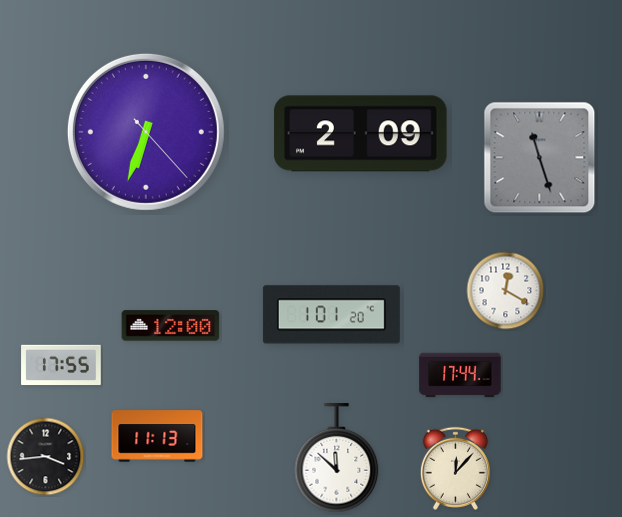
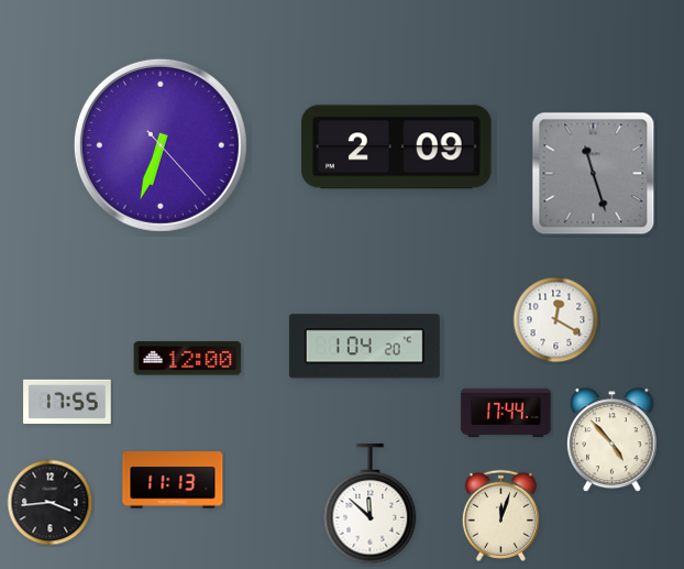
clock at (331, 315): 1:01 -> 1:04
clock at (611, 440): none -> 4:53
clock at (455, 468): 12:07 -> 12:03
